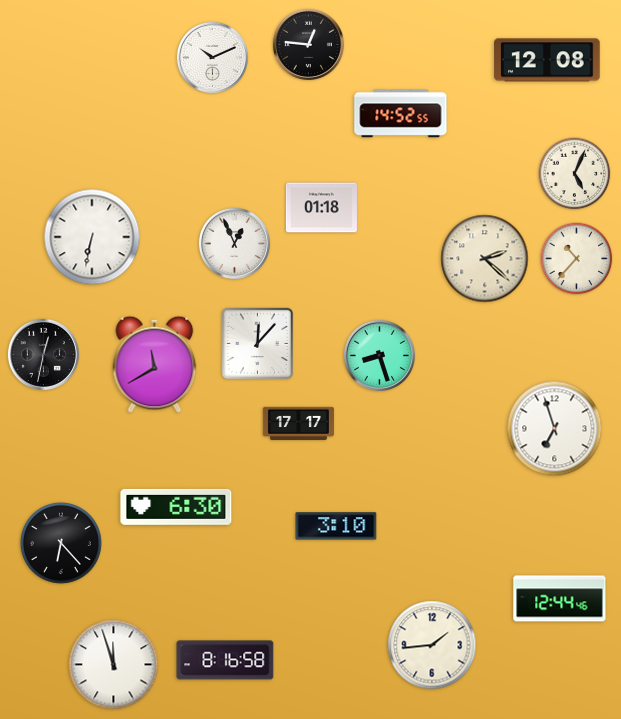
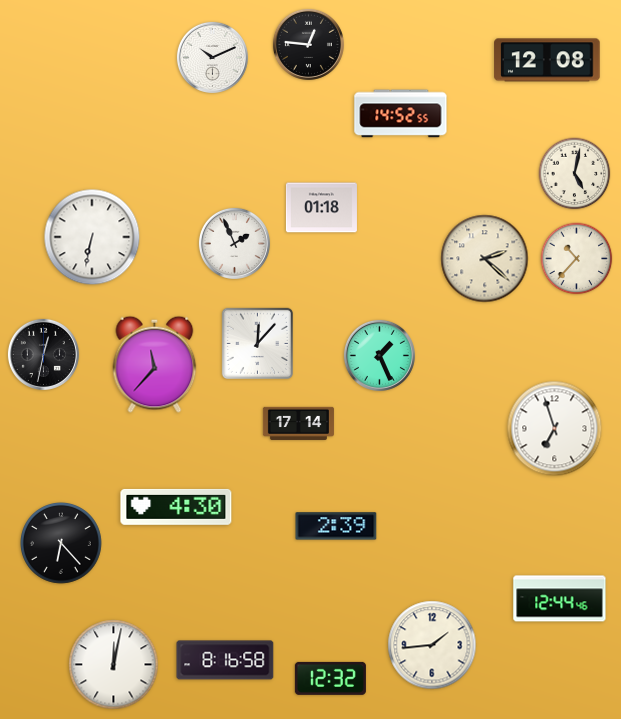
clock at (575, 174): 5:04 -> 5:02
clock at (234, 243): 12:56 -> 1:56
clock at (379, 355): 8:27 -> 1:26
clock at (155, 364): 11:40 -> 11:37
clock at (298, 423): 17:17 -> 17:14
clock at (176, 507): 6:30 -> 4:30
clock at (336, 526): 3:10 -> 2:39
clock at (114, 665): 11:57 -> 12:02
clock at (330, 678): none -> 12:32
